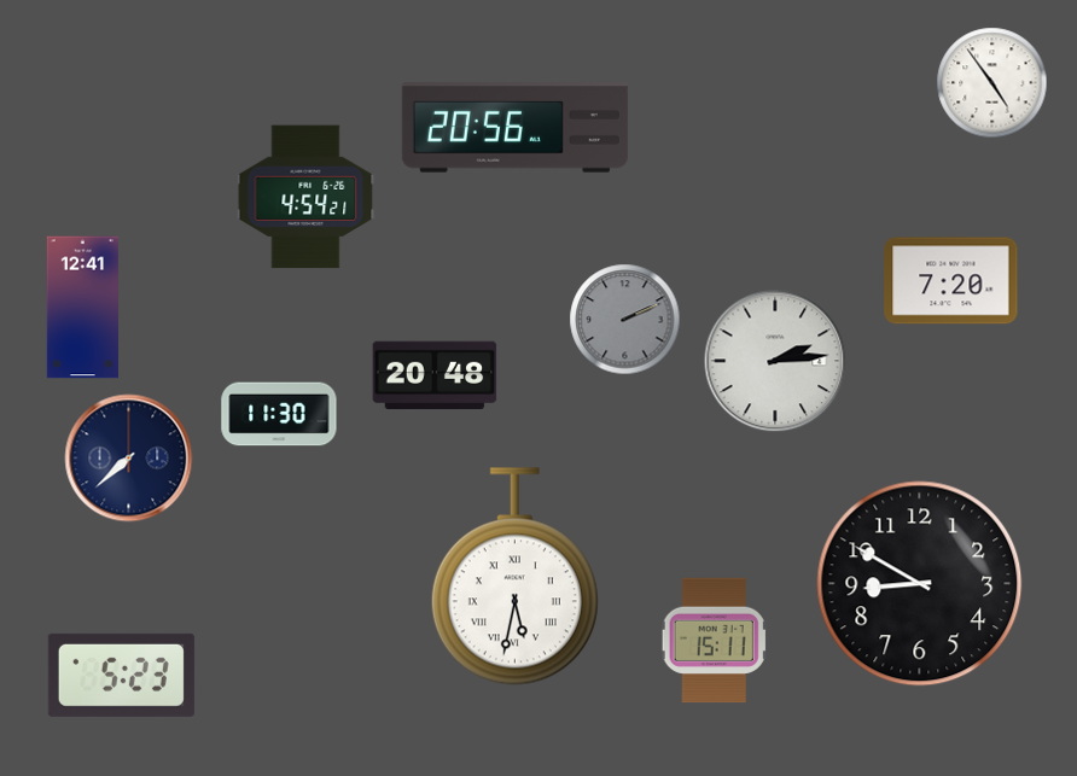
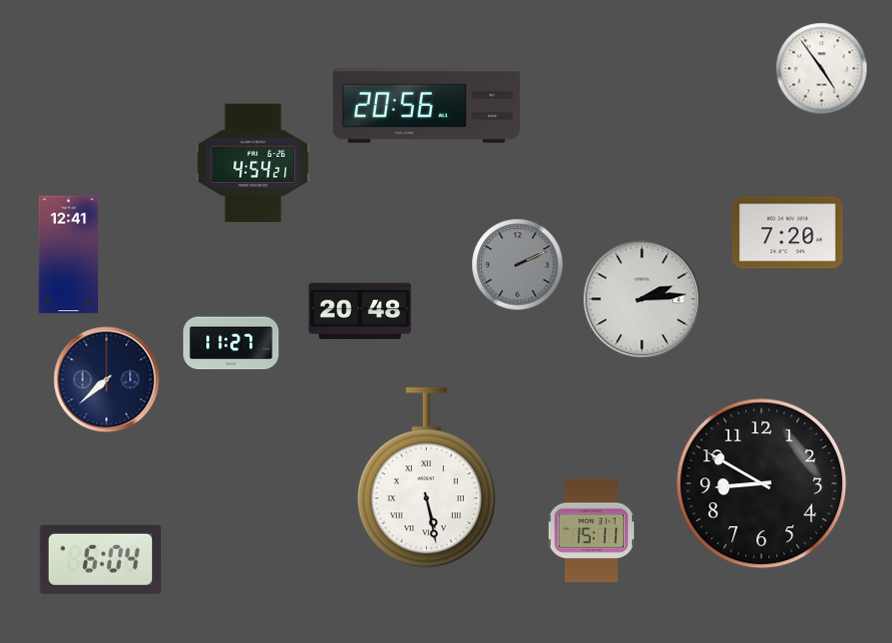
clock at (279, 414): 11:30 -> 11:27
clock at (514, 577): 5:32 -> 5:28
clock at (121, 675): 5:23 -> 6:04
